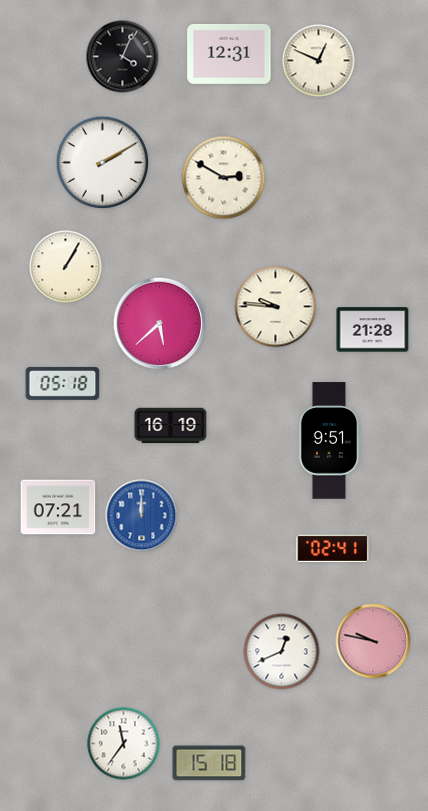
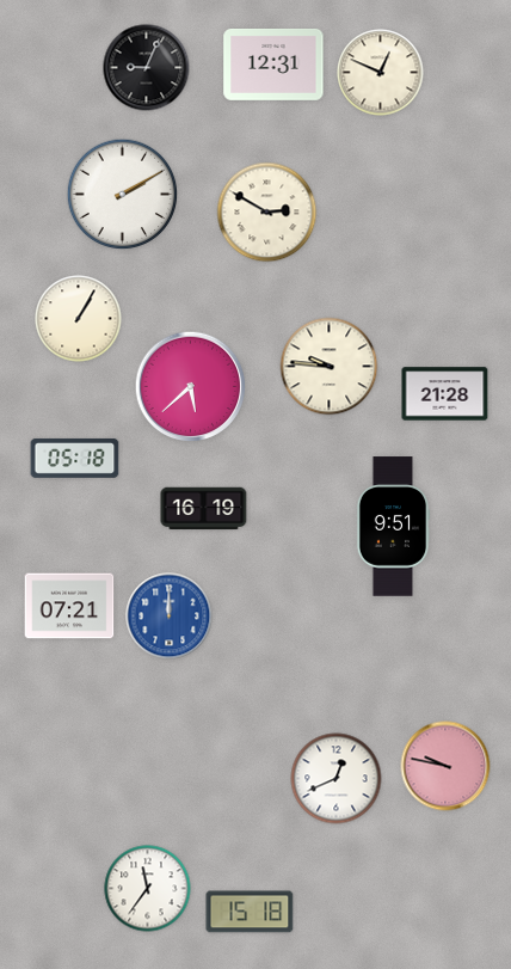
clock at (123, 57): 4:04 -> 9:04
clock at (333, 549): 02:41 -> none
